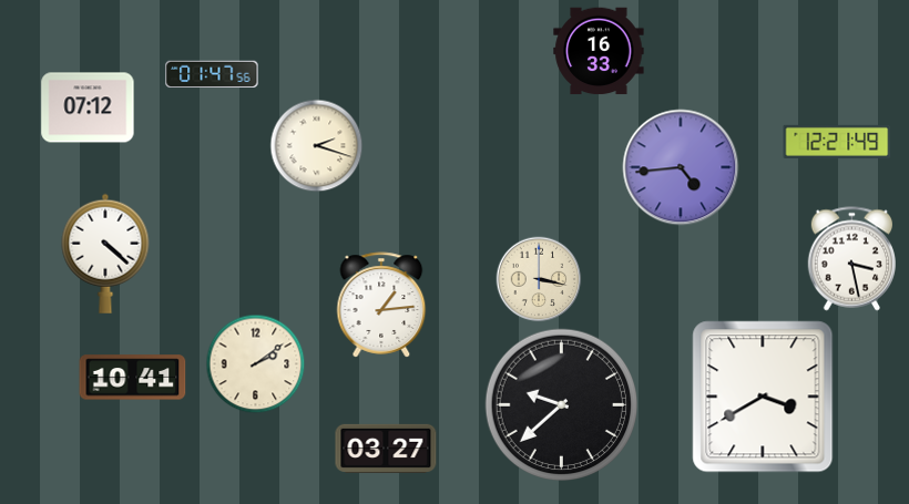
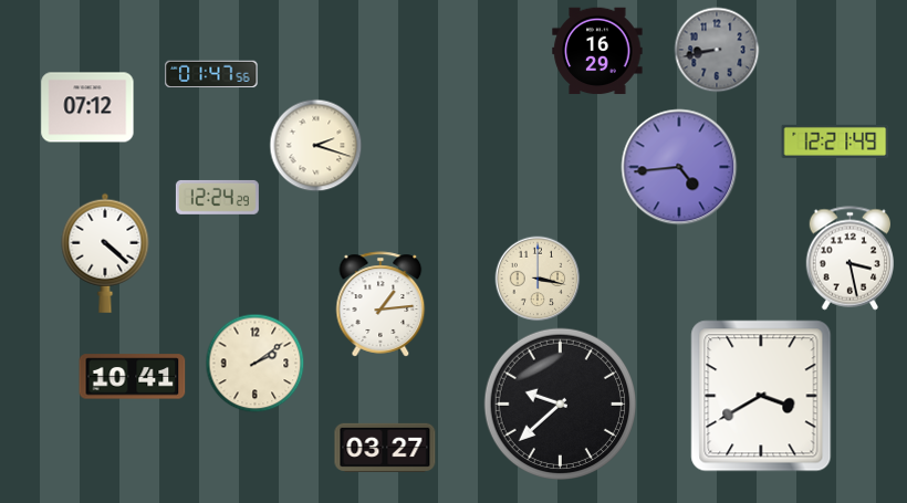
clock at (717, 50): none -> 8:43
clock at (599, 51): 16:33 -> 16:29
clock at (217, 197): none -> 12:24
